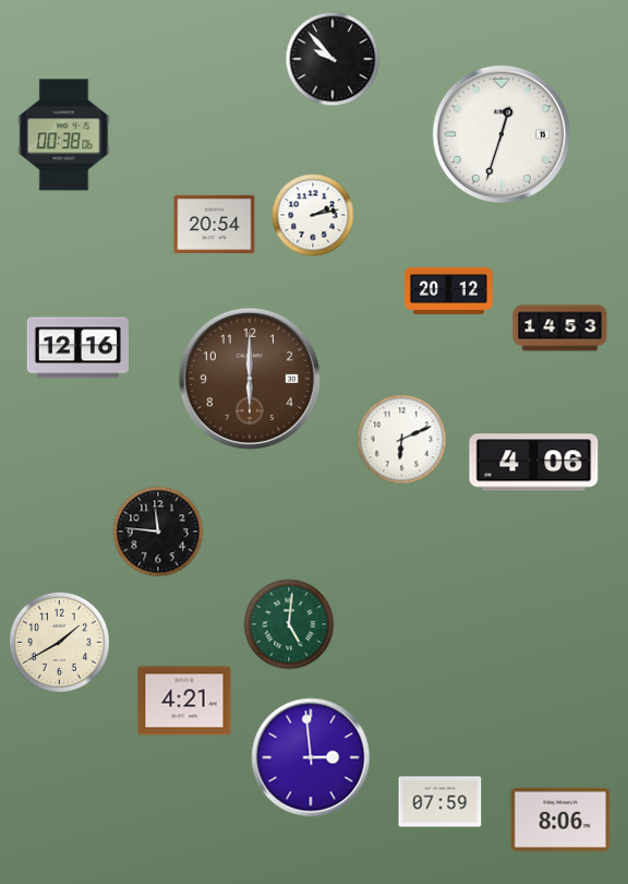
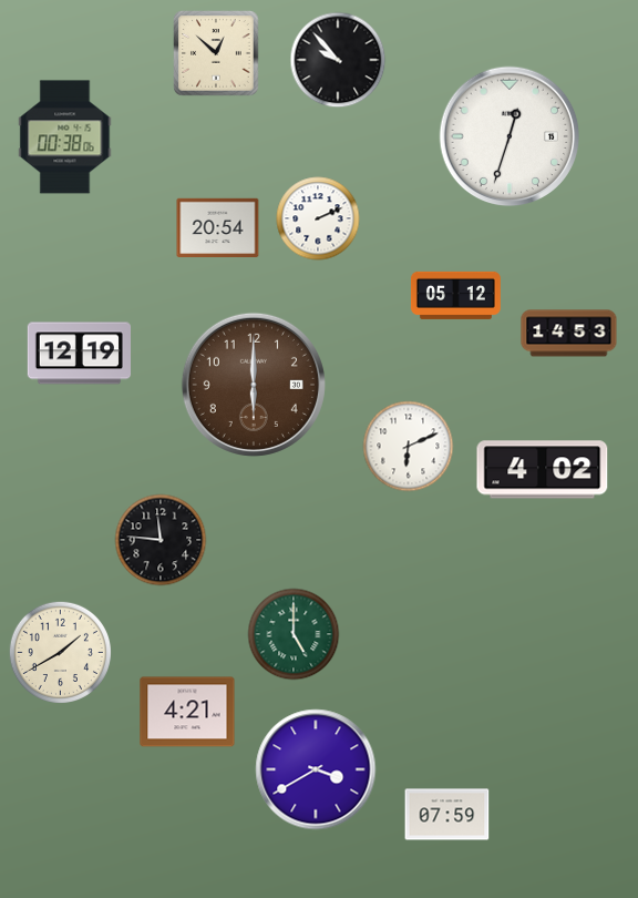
clock at (216, 53): none -> 12:52
clock at (313, 215): 2:13 -> 2:11
clock at (448, 290): 20:12 -> 05:12
clock at (77, 348): 12:16 -> 12:19
clock at (534, 463): 4:06 -> 4:02
clock at (289, 624): 5:01 -> 5:00
clock at (311, 757): 2:59 -> 3:40
clock at (560, 820): 8:06 -> none
